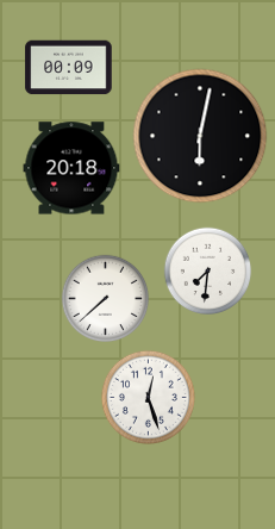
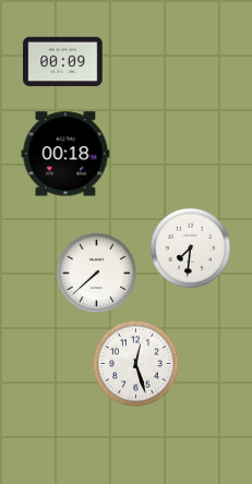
clock at (200, 136): 6:02 -> none
clock at (71, 168): 20:18 -> 00:18
